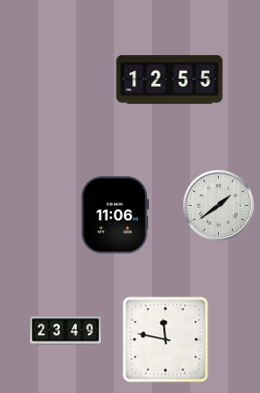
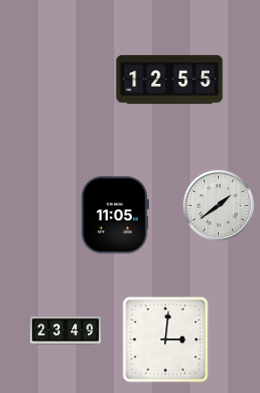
clock at (115, 215): 11:06 -> 11:05
clock at (166, 340): 11:47 -> 3:01
